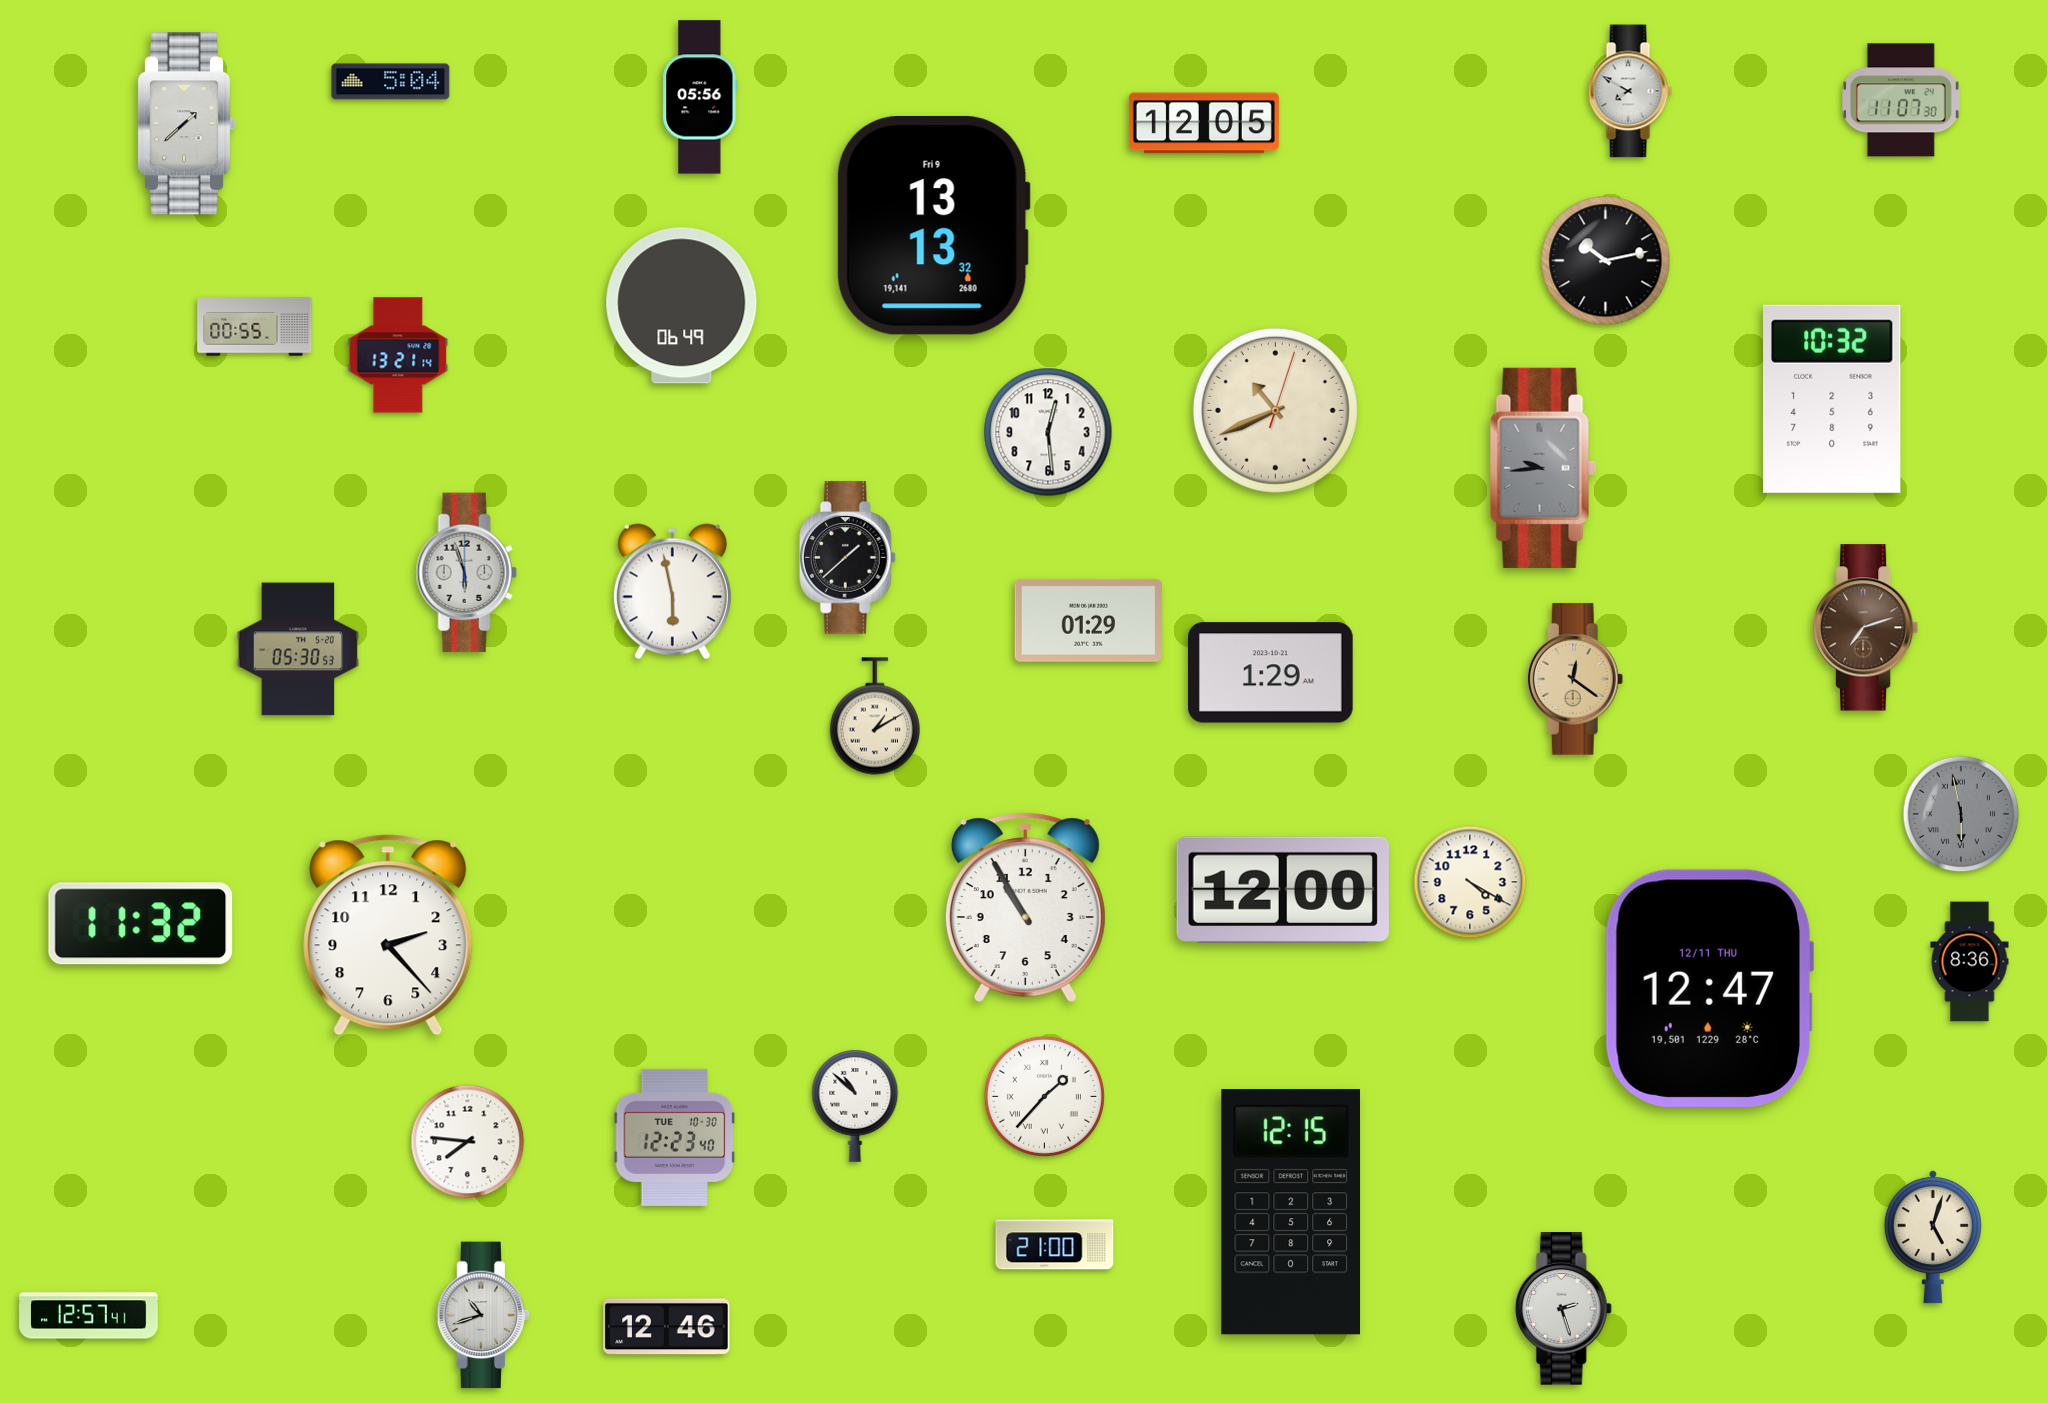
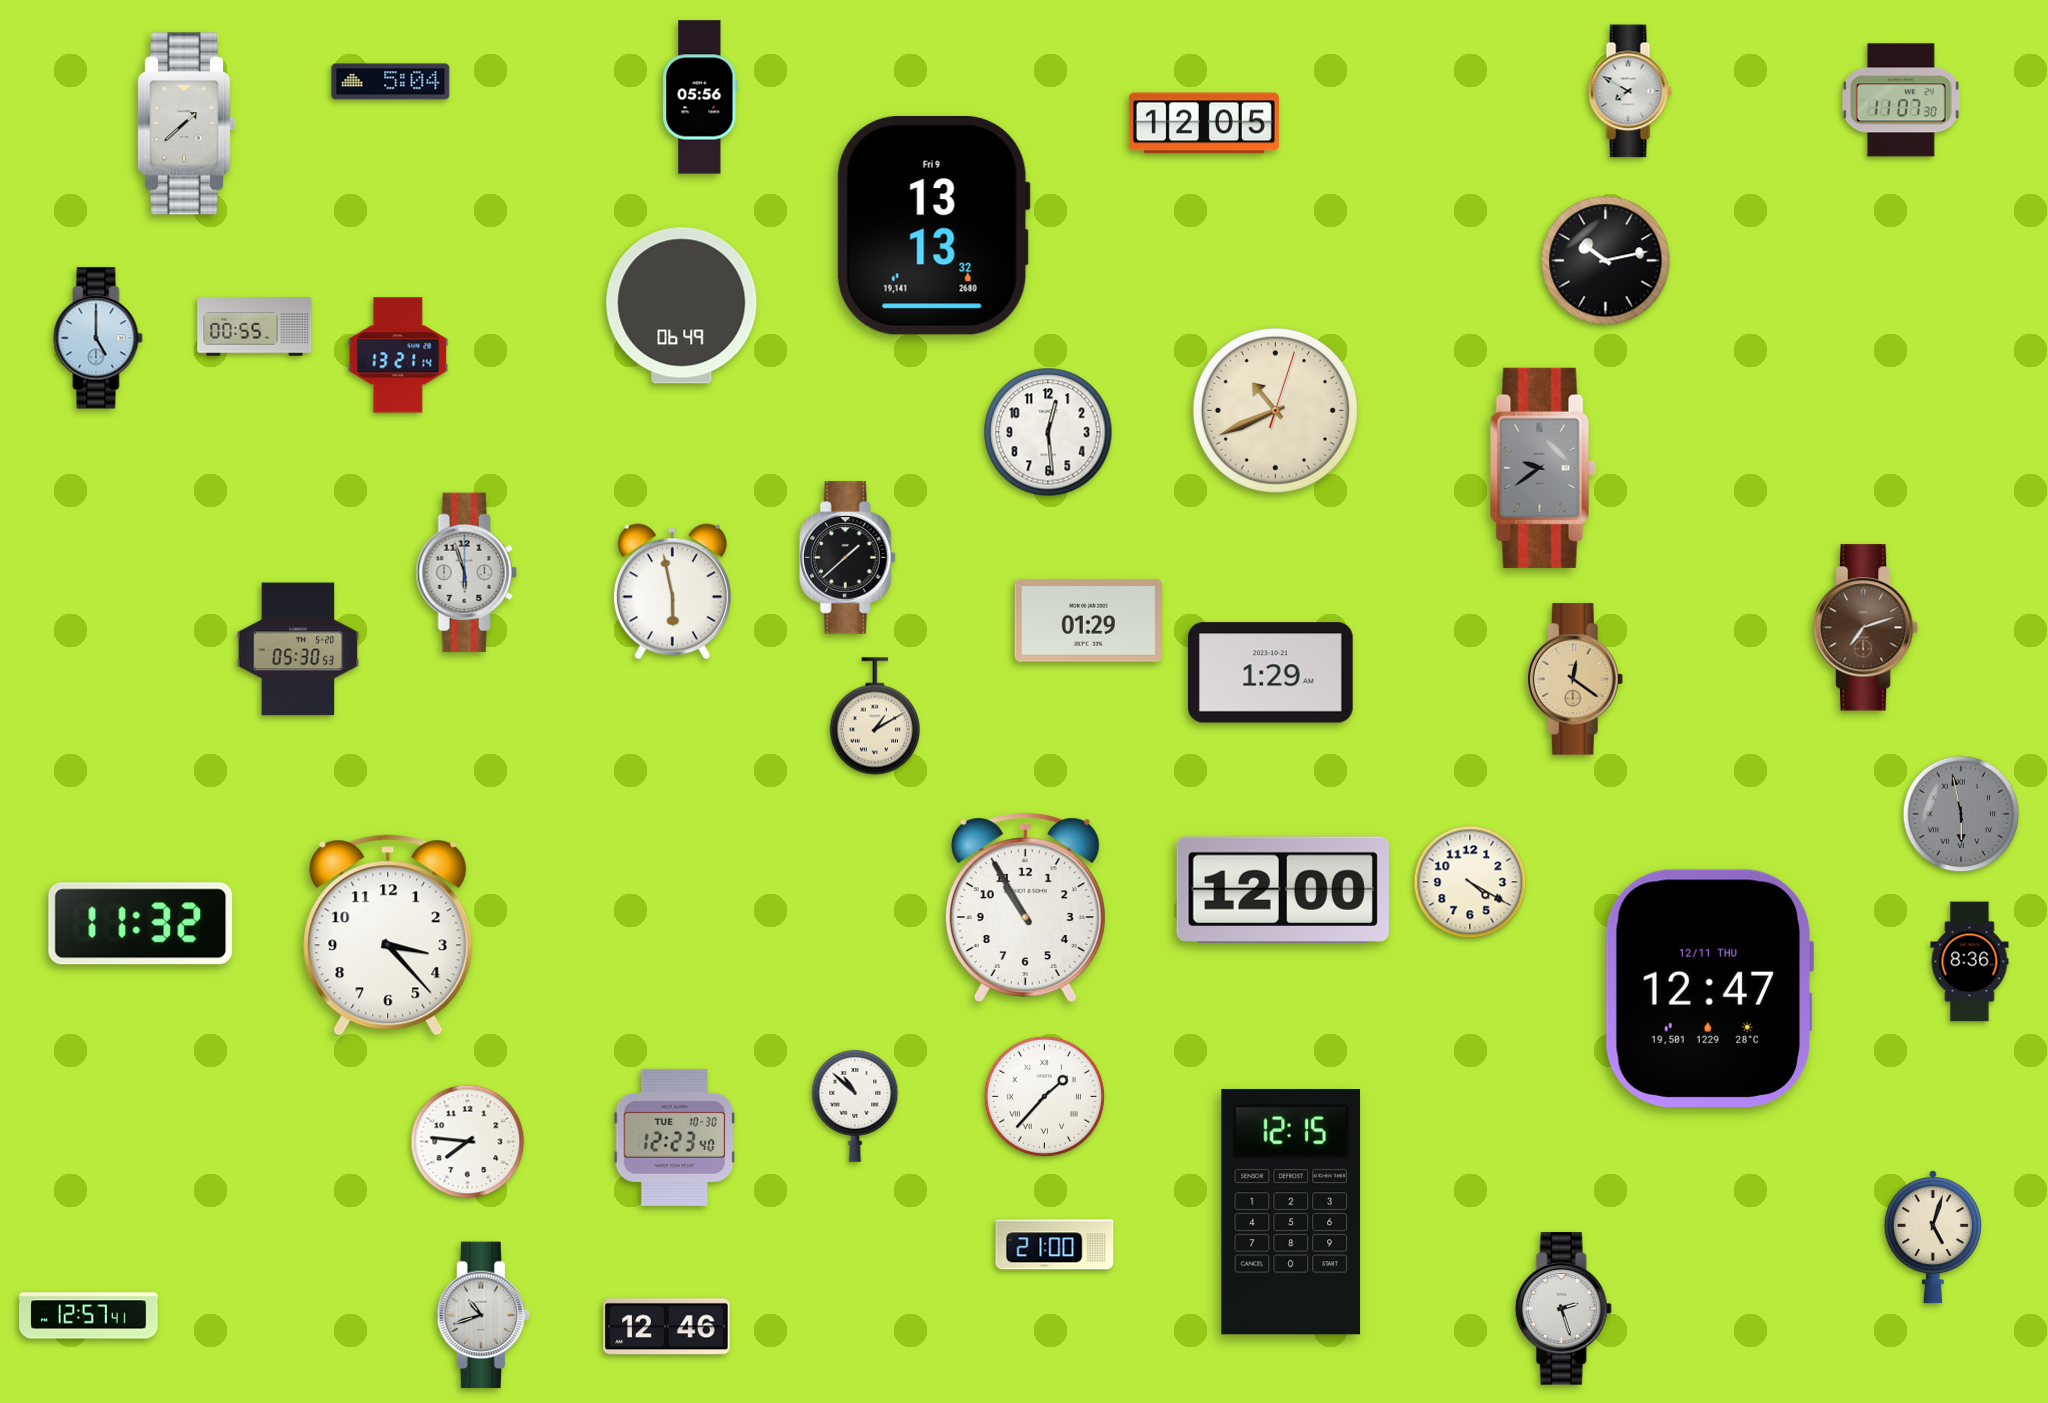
clock at (98, 338): none -> 5:00
clock at (1832, 399): 10:32 -> none
clock at (1543, 468): 9:44 -> 9:39
clock at (388, 935): 2:23 -> 3:23
